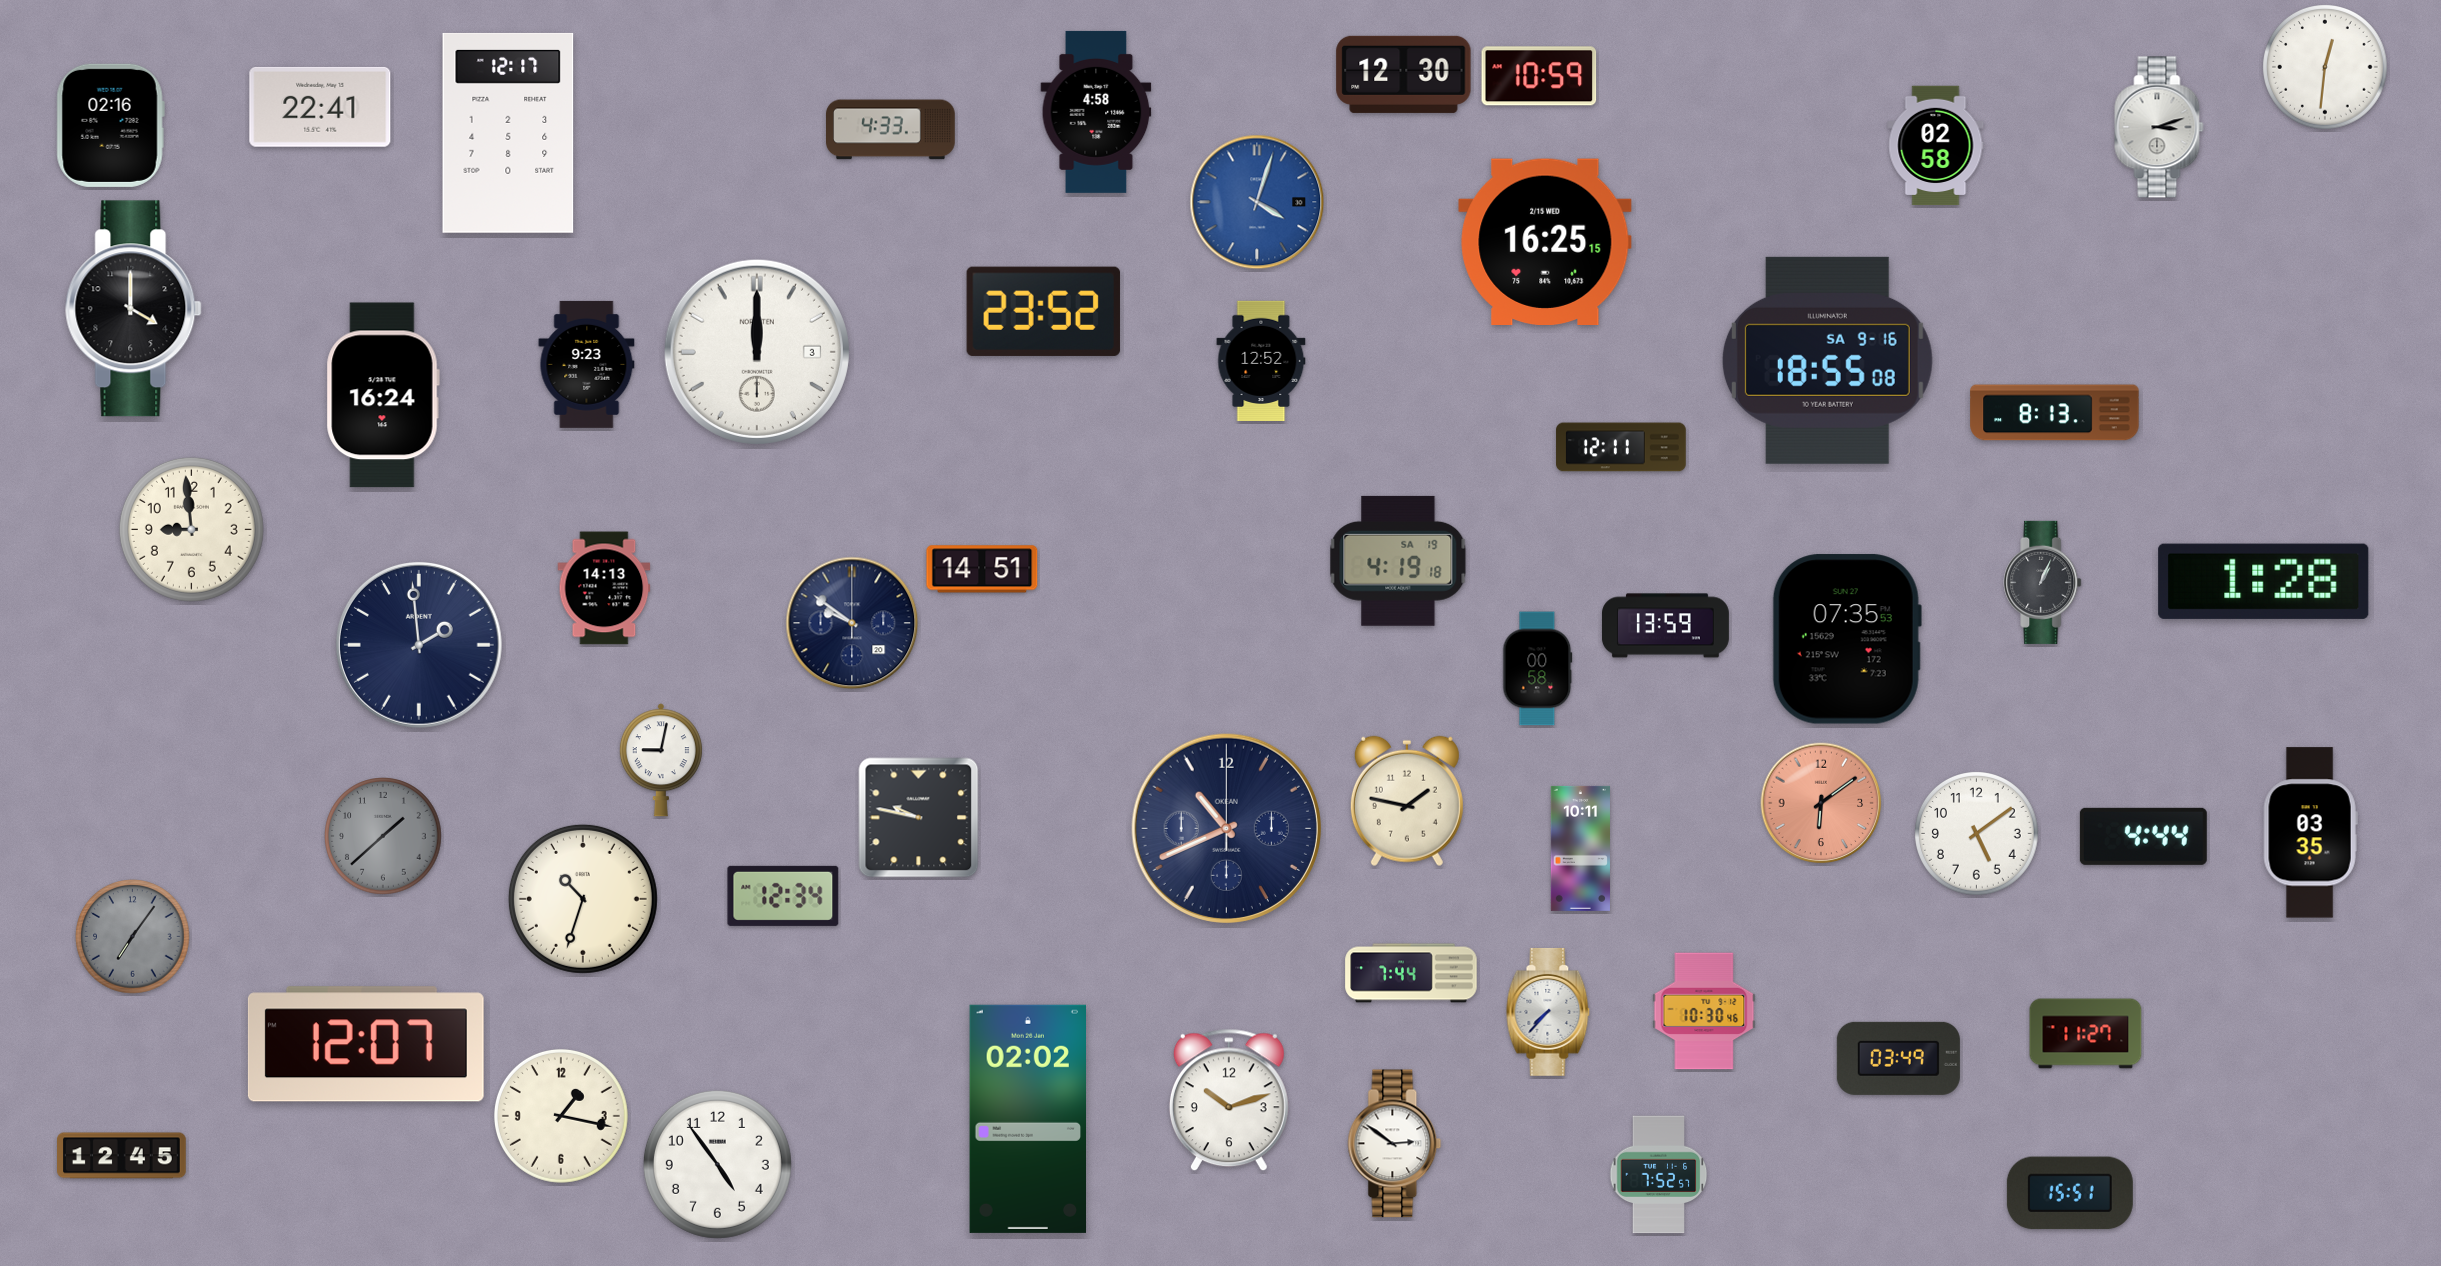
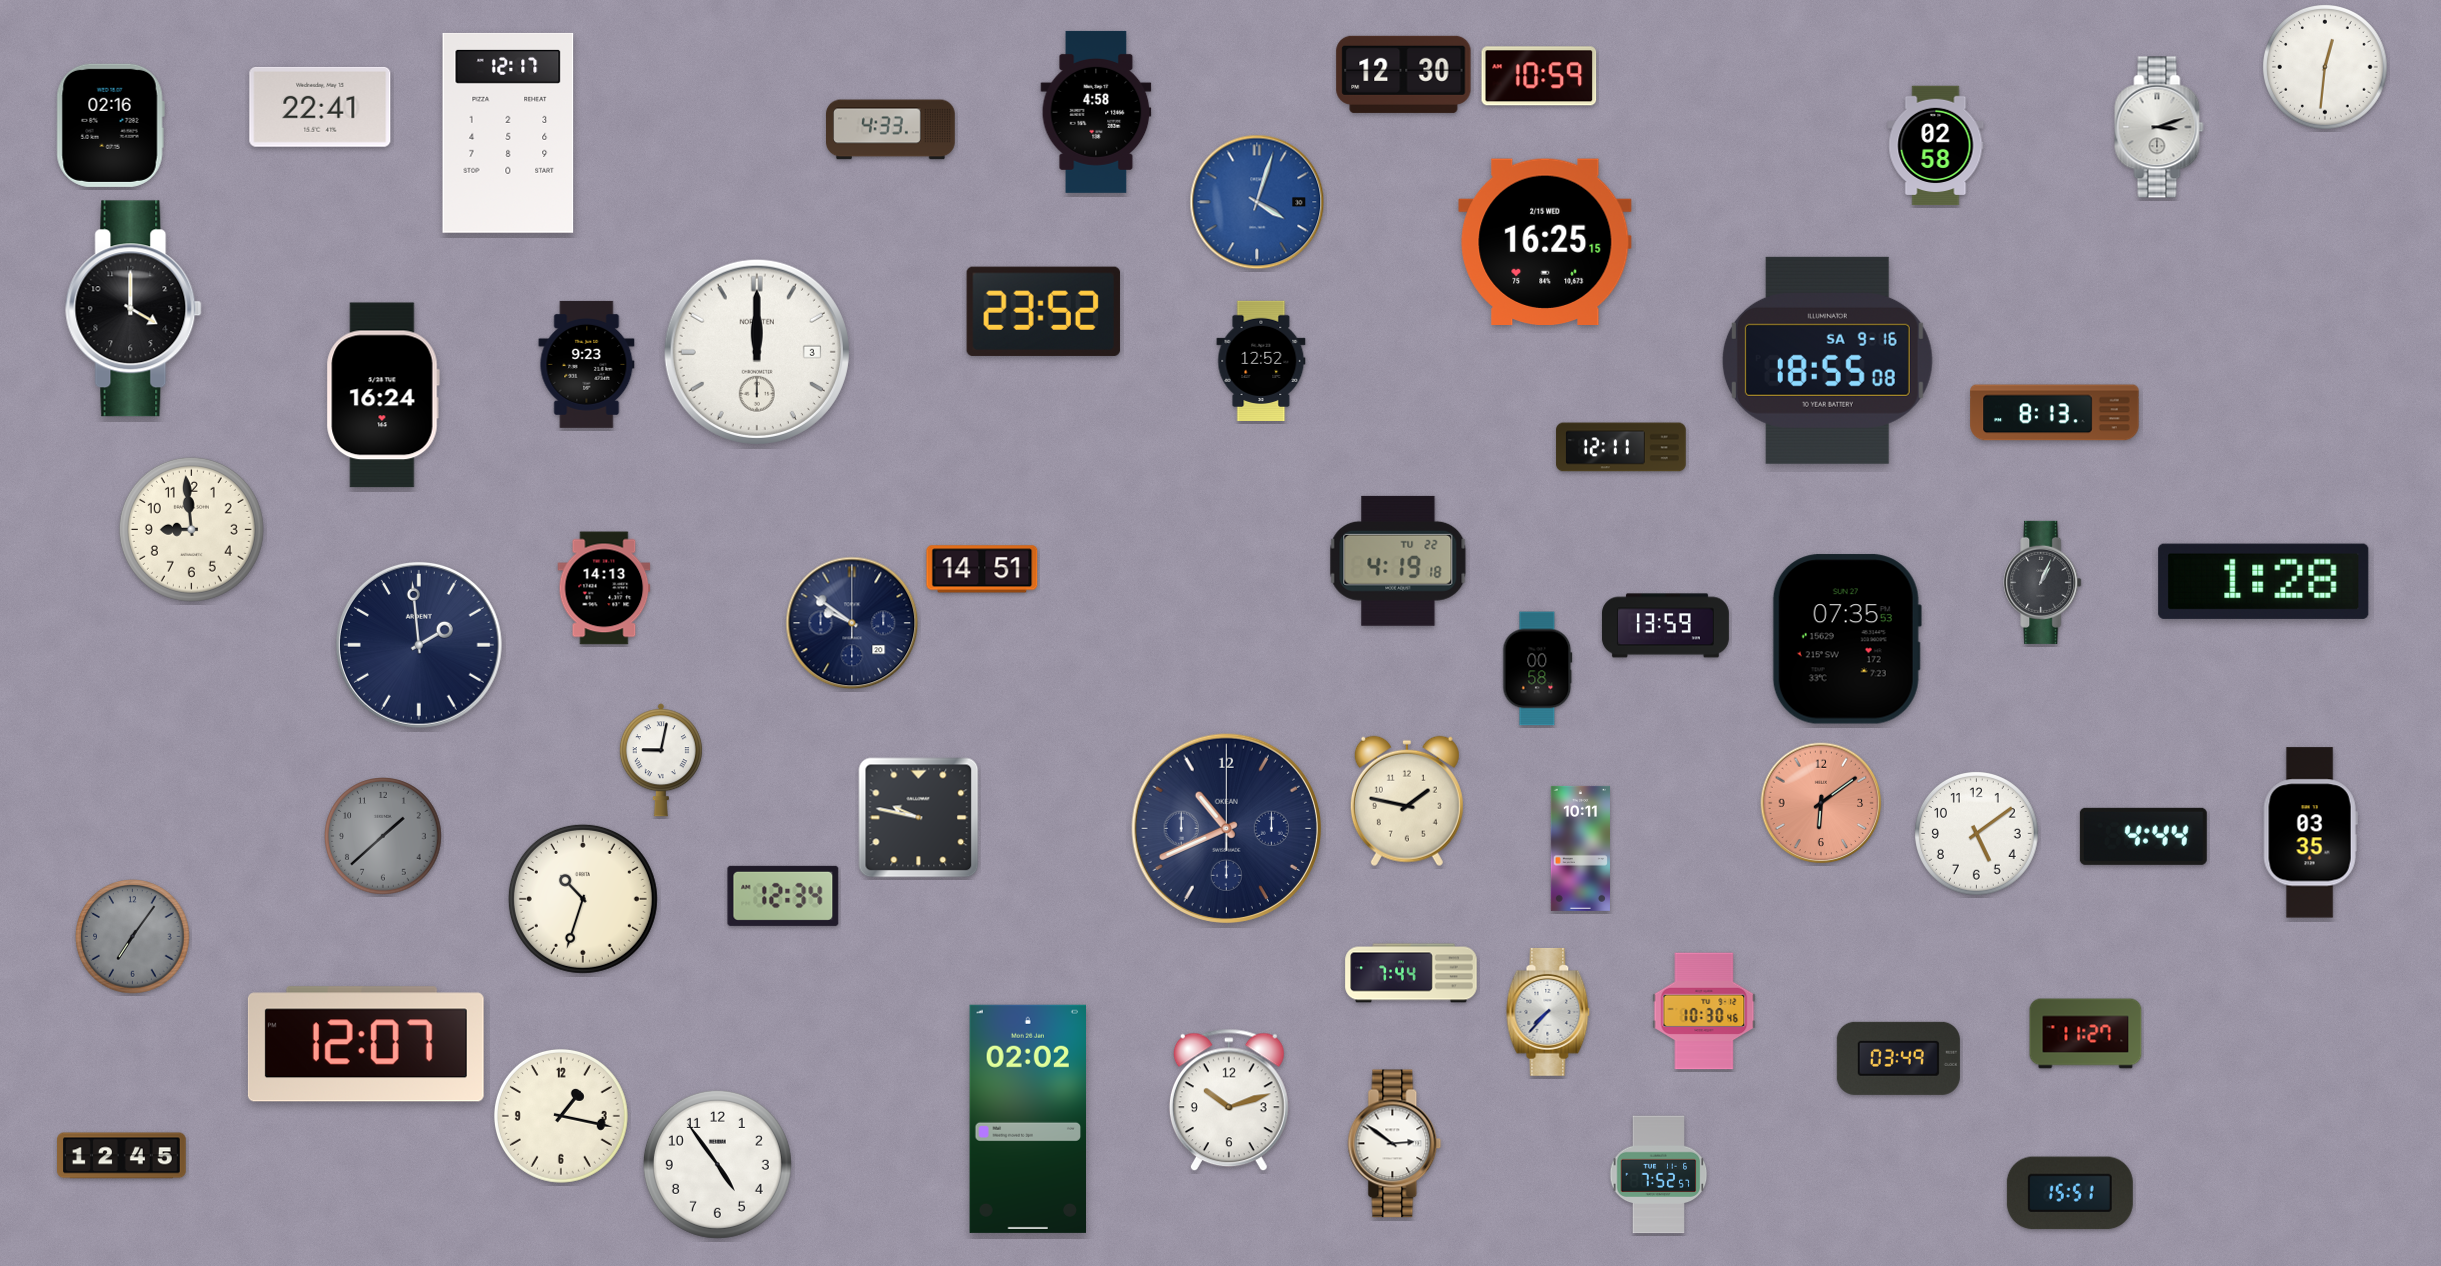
clock at (1398, 561) date: SA 19 -> TU 22
